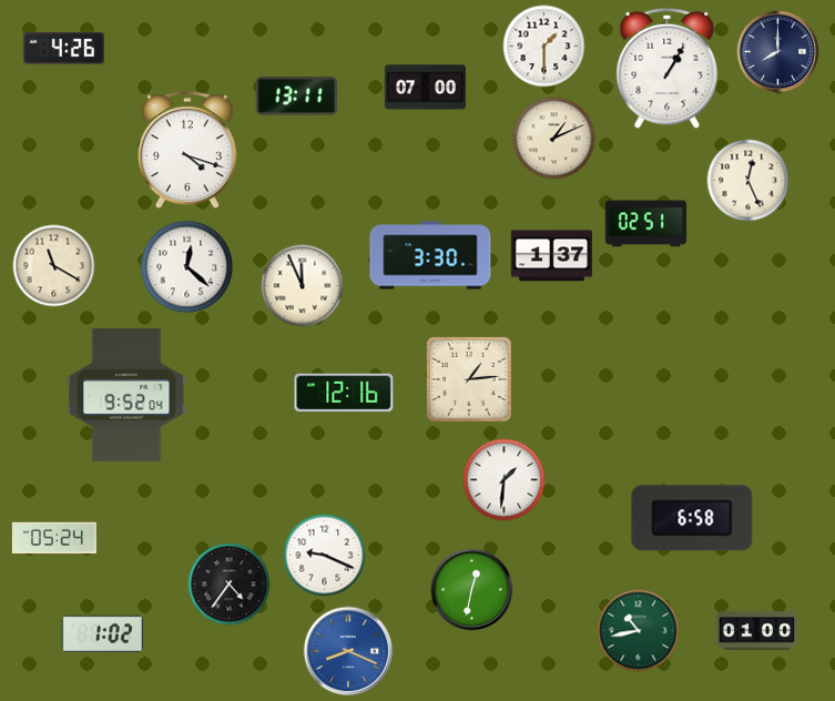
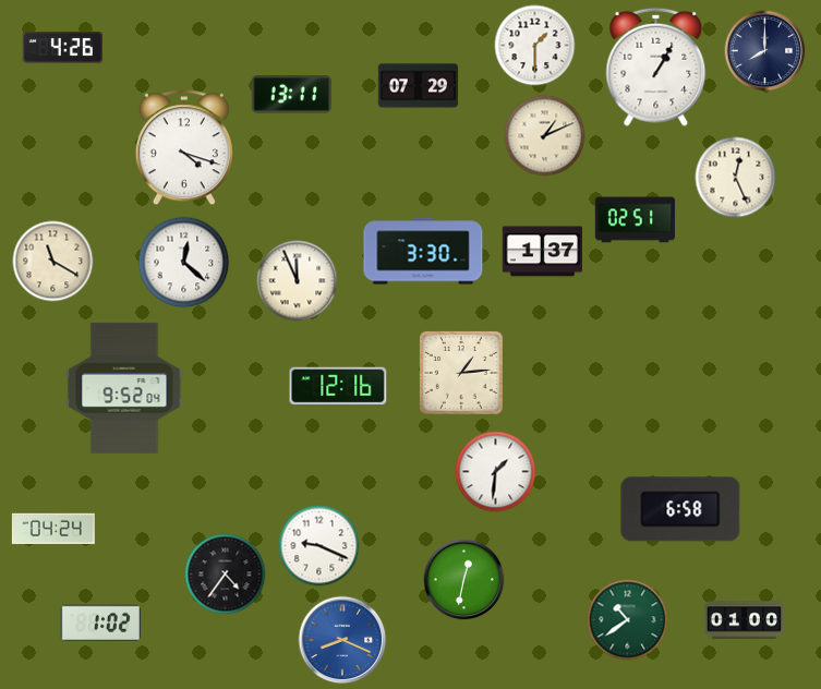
clock at (426, 88): 07:00 -> 07:29
clock at (54, 538): 05:24 -> 04:24
clock at (639, 631): 10:43 -> 10:39
